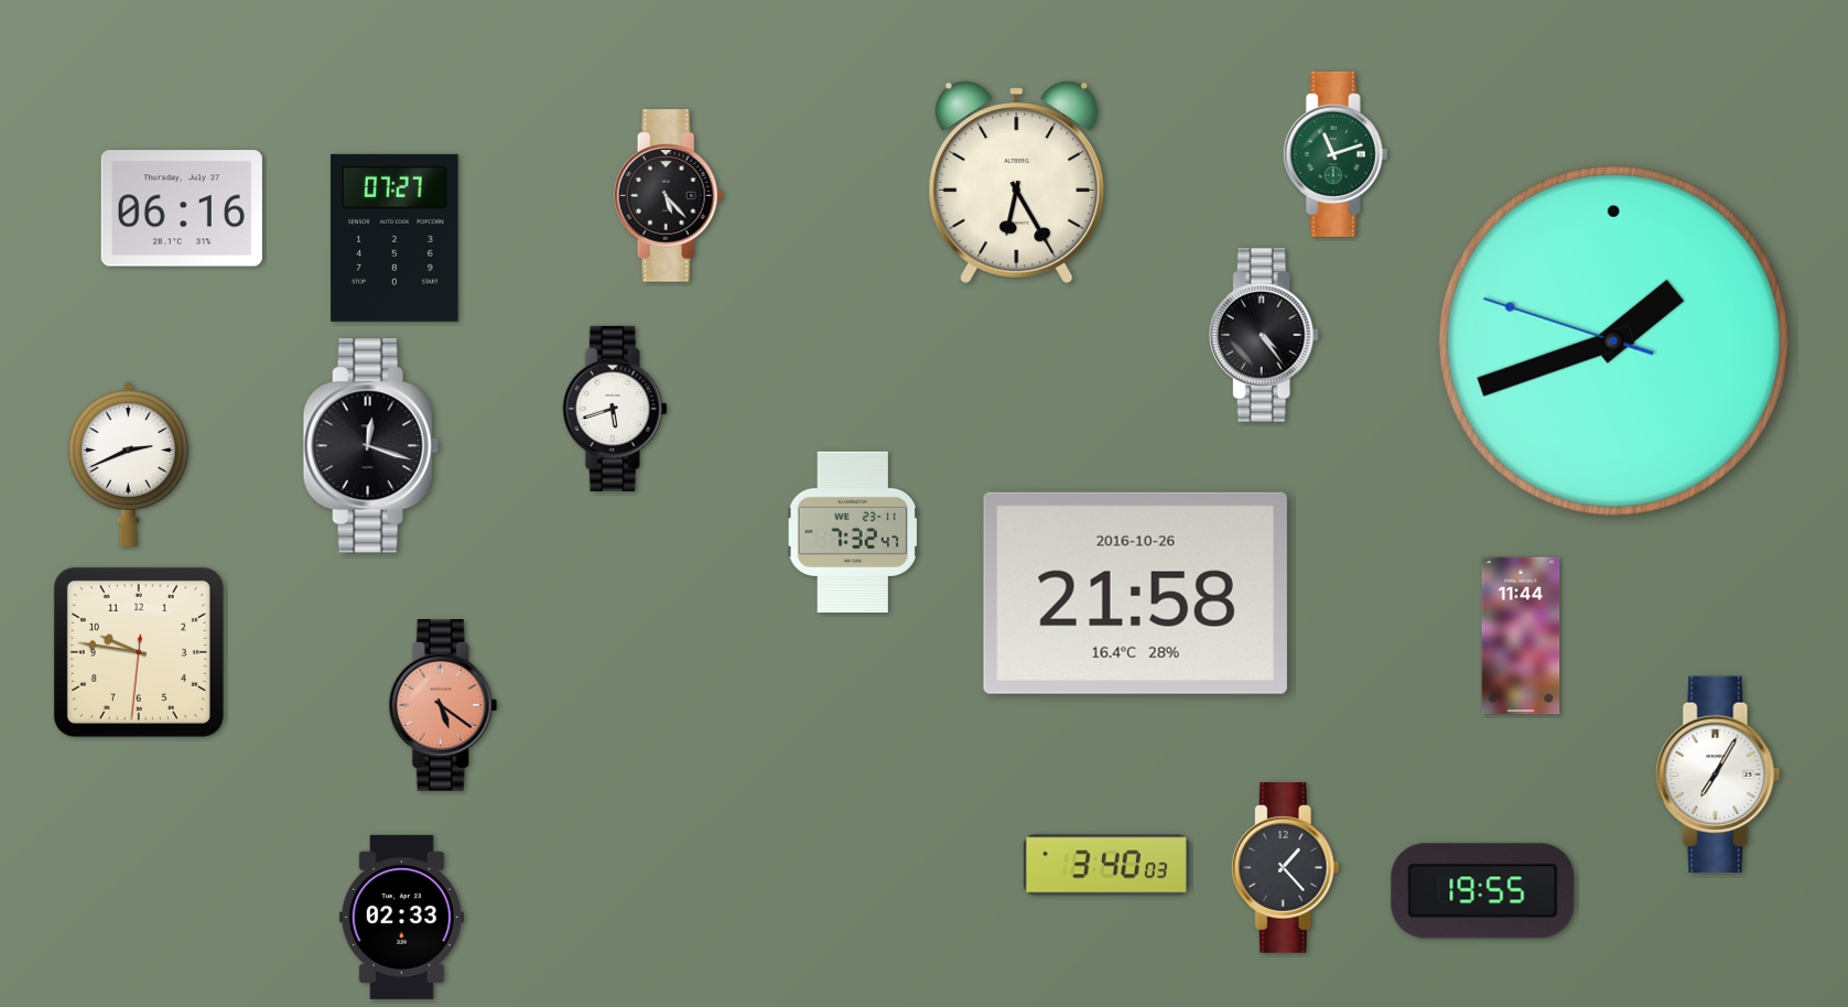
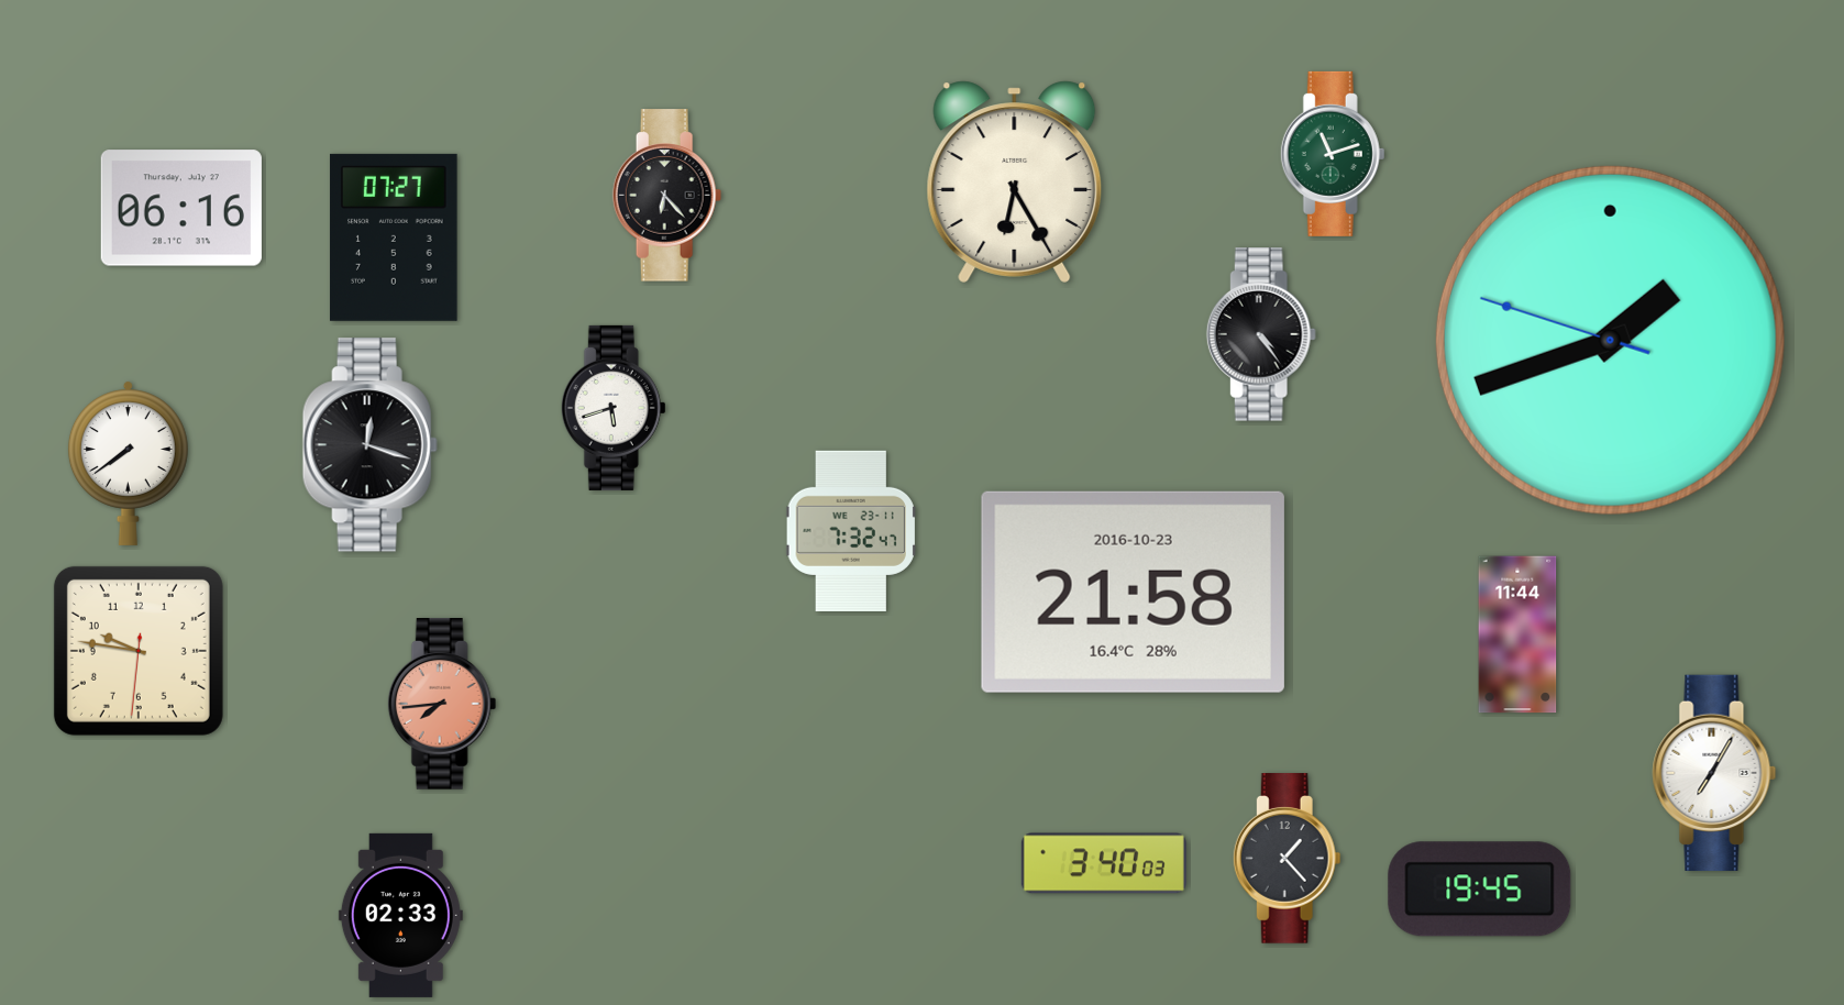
clock at (669, 196): 5:23 -> 6:23
clock at (128, 464): 2:41 -> 7:39
clock at (1135, 593) date: 2016-10-26 -> 2016-10-23
clock at (443, 705): 5:21 -> 7:44
clock at (1285, 868) position: (1285, 868) -> (1287, 859)
clock at (1483, 891): 19:55 -> 19:45
